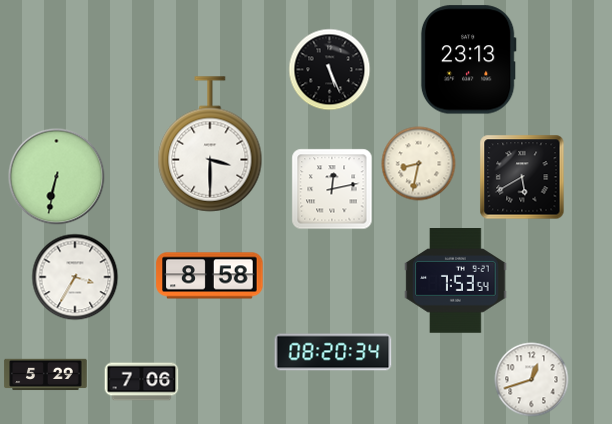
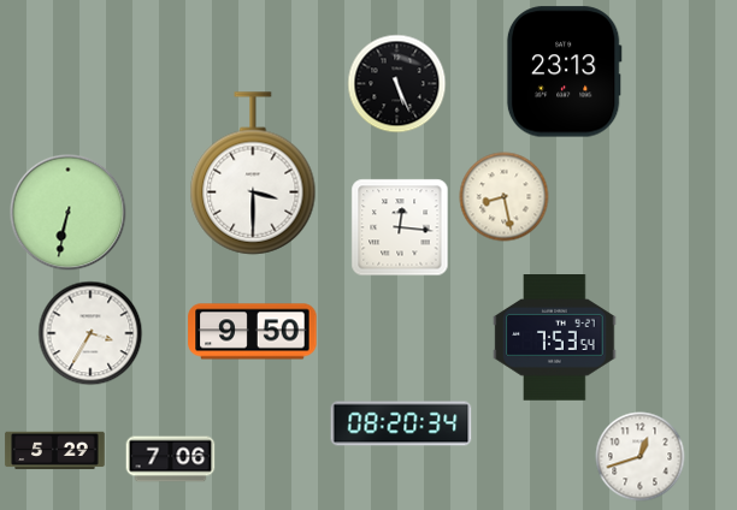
clock at (419, 164): 8:32 -> 8:28
clock at (522, 177): 5:40 -> none
clock at (332, 189): 12:13 -> 12:16
clock at (210, 276): 8:58 -> 9:50
clock at (456, 281) position: (456, 281) -> (555, 338)
